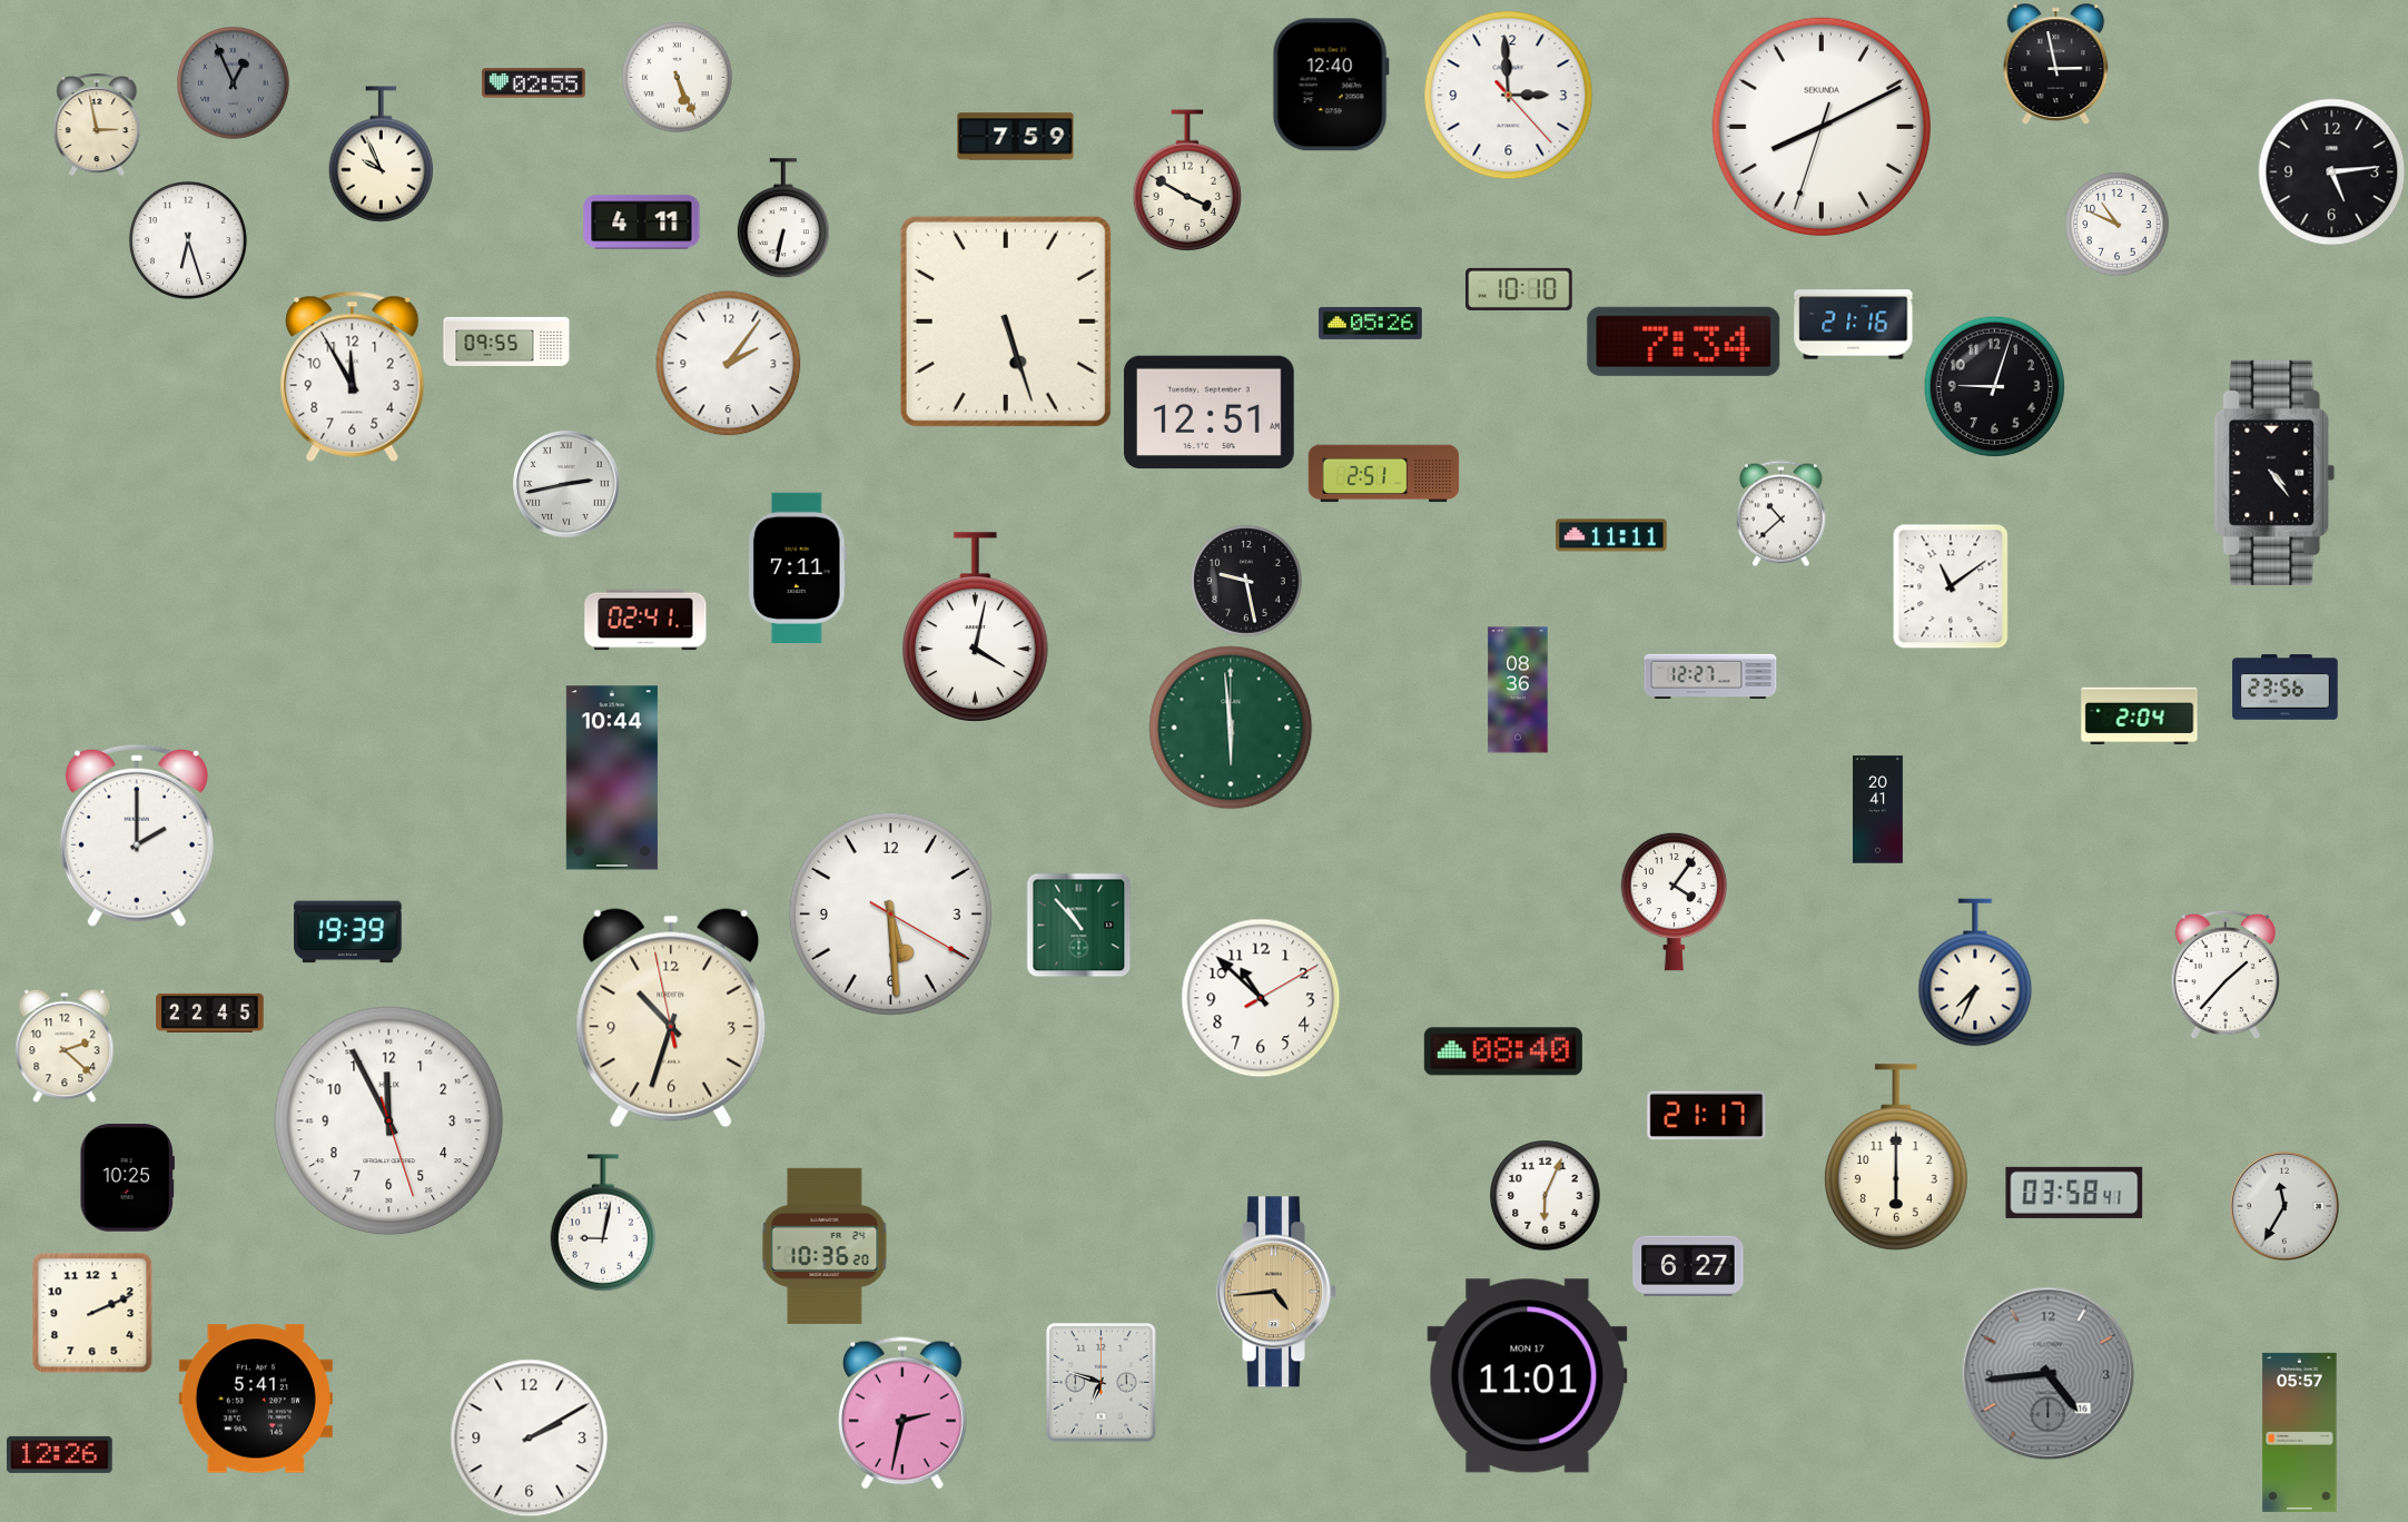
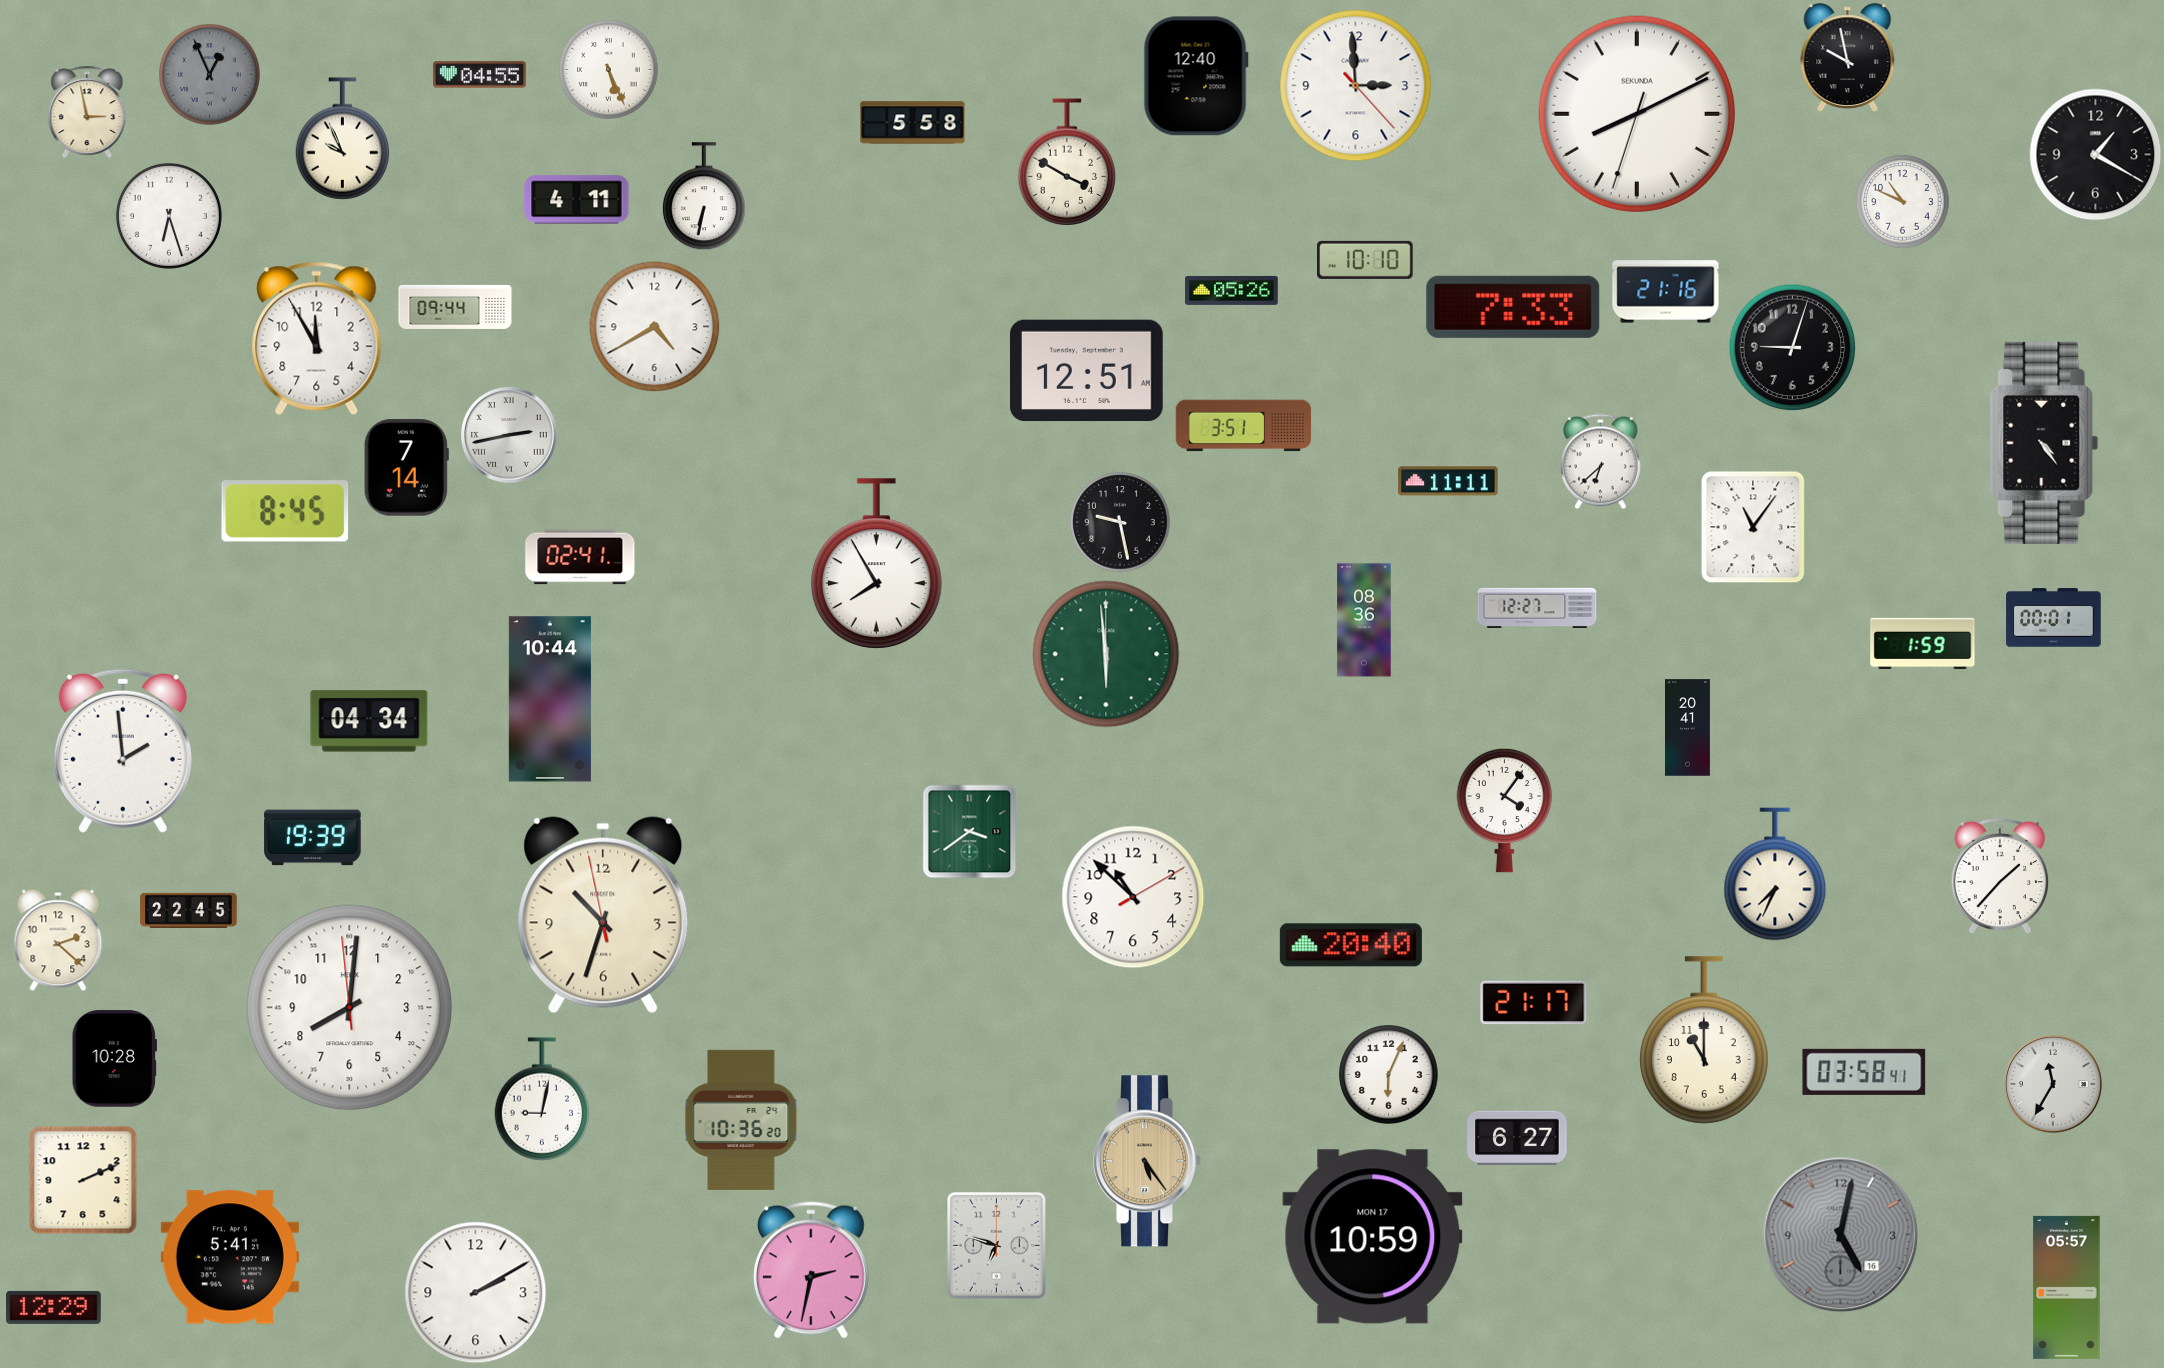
clock at (2056, 65): 2:58 -> 9:58
clock at (534, 83): 02:55 -> 04:55
clock at (1016, 137): 7:59 -> 5:58
clock at (2332, 172): 5:14 -> 1:20
clock at (1006, 322): 5:27 -> none
clock at (506, 342): 09:55 -> 09:44
clock at (1684, 342): 7:34 -> 7:33
clock at (729, 364): 2:06 -> 4:40
clock at (2274, 473) position: (2274, 473) -> (2044, 443)
clock at (1384, 474): 2:51 -> 3:51
clock at (1782, 513): 10:38 -> 6:38
clock at (406, 468): none -> 7:14
clock at (285, 511): none -> 8:45
clock at (798, 569): 7:11 -> none
clock at (1951, 586): 11:09 -> 11:06
clock at (975, 627): 4:02 -> 7:55
clock at (2286, 688): 23:56 -> 00:01
clock at (2140, 716): 2:04 -> 1:59
clock at (369, 721): none -> 04:34
clock at (137, 836): 2:00 -> 1:59
clock at (890, 913): 5:29 -> none
clock at (1078, 925): 10:53 -> 3:39
clock at (1503, 1051): 08:40 -> 20:40
clock at (389, 1121): 11:55 -> 8:00
clock at (1897, 1157): 6:00 -> 11:00
clock at (127, 1178): 10:25 -> 10:28
clock at (1276, 1292): 4:44 -> 5:24
clock at (2049, 1374): 4:44 -> 5:02
clock at (1528, 1376): 11:01 -> 10:59
clock at (1101, 1383) position: (1101, 1383) -> (996, 1246)
clock at (60, 1454): 12:26 -> 12:29
